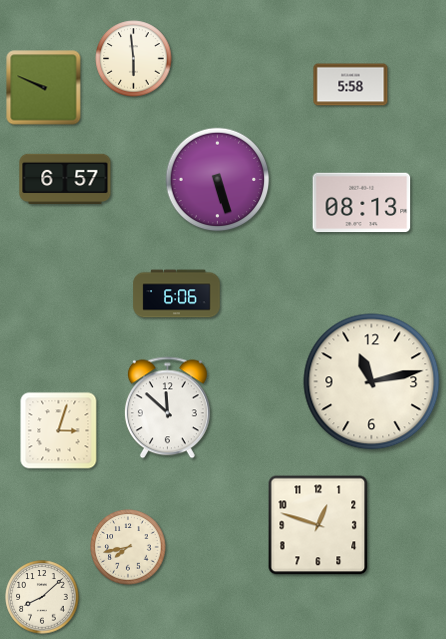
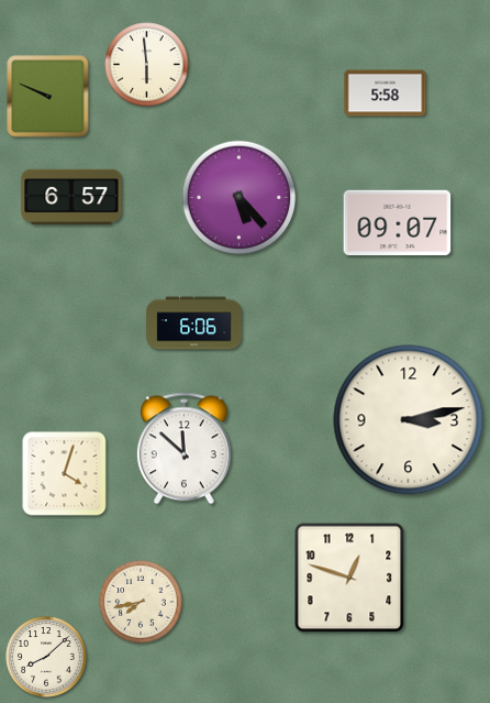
clock at (218, 180): 5:27 -> 5:23
clock at (362, 203): 08:13 -> 09:07
clock at (372, 382): 11:13 -> 3:13
clock at (59, 431): 3:03 -> 4:03
